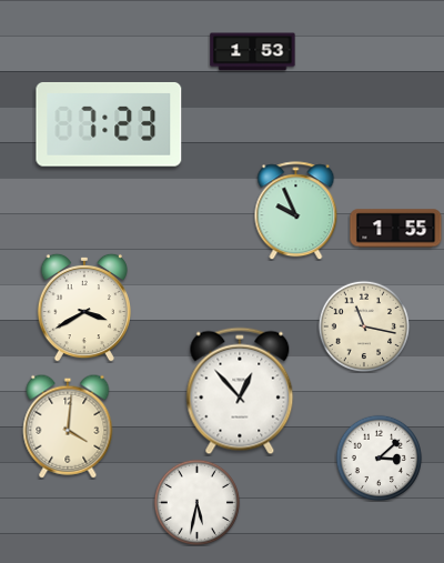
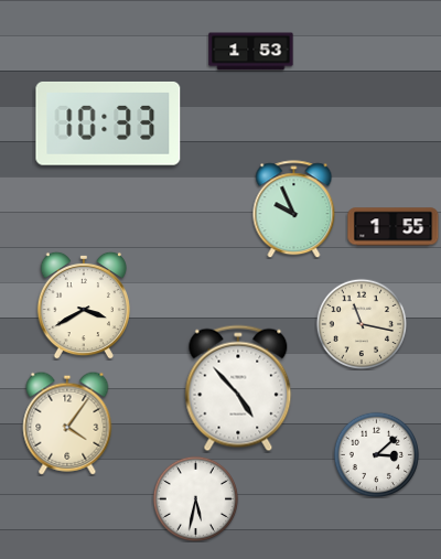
clock at (109, 124): 7:23 -> 10:33
clock at (240, 391): 12:53 -> 4:53
clock at (68, 426): 4:01 -> 4:06
